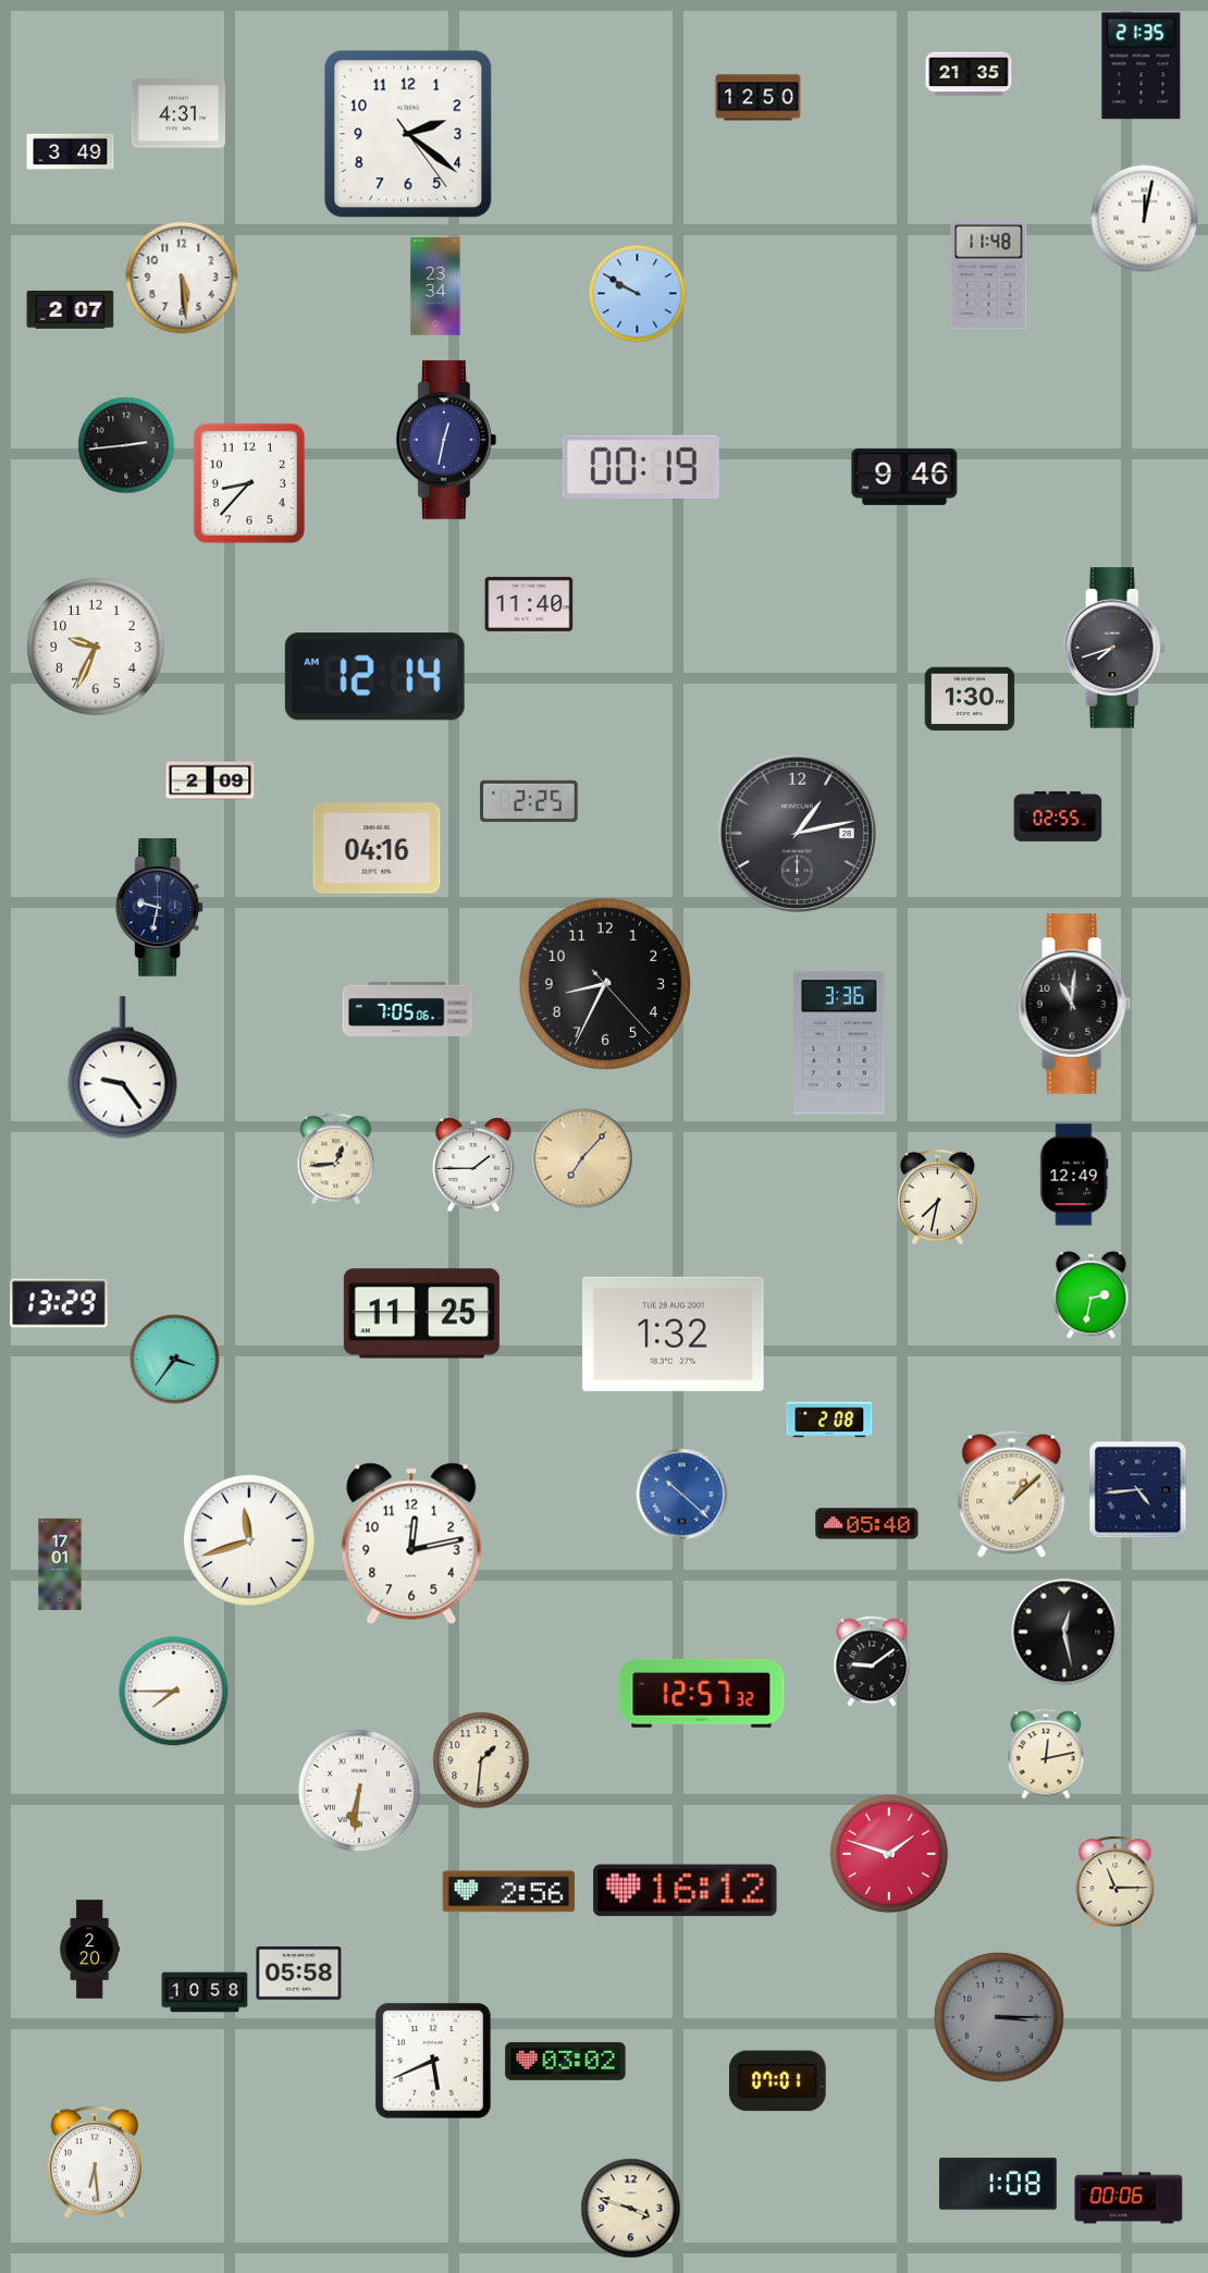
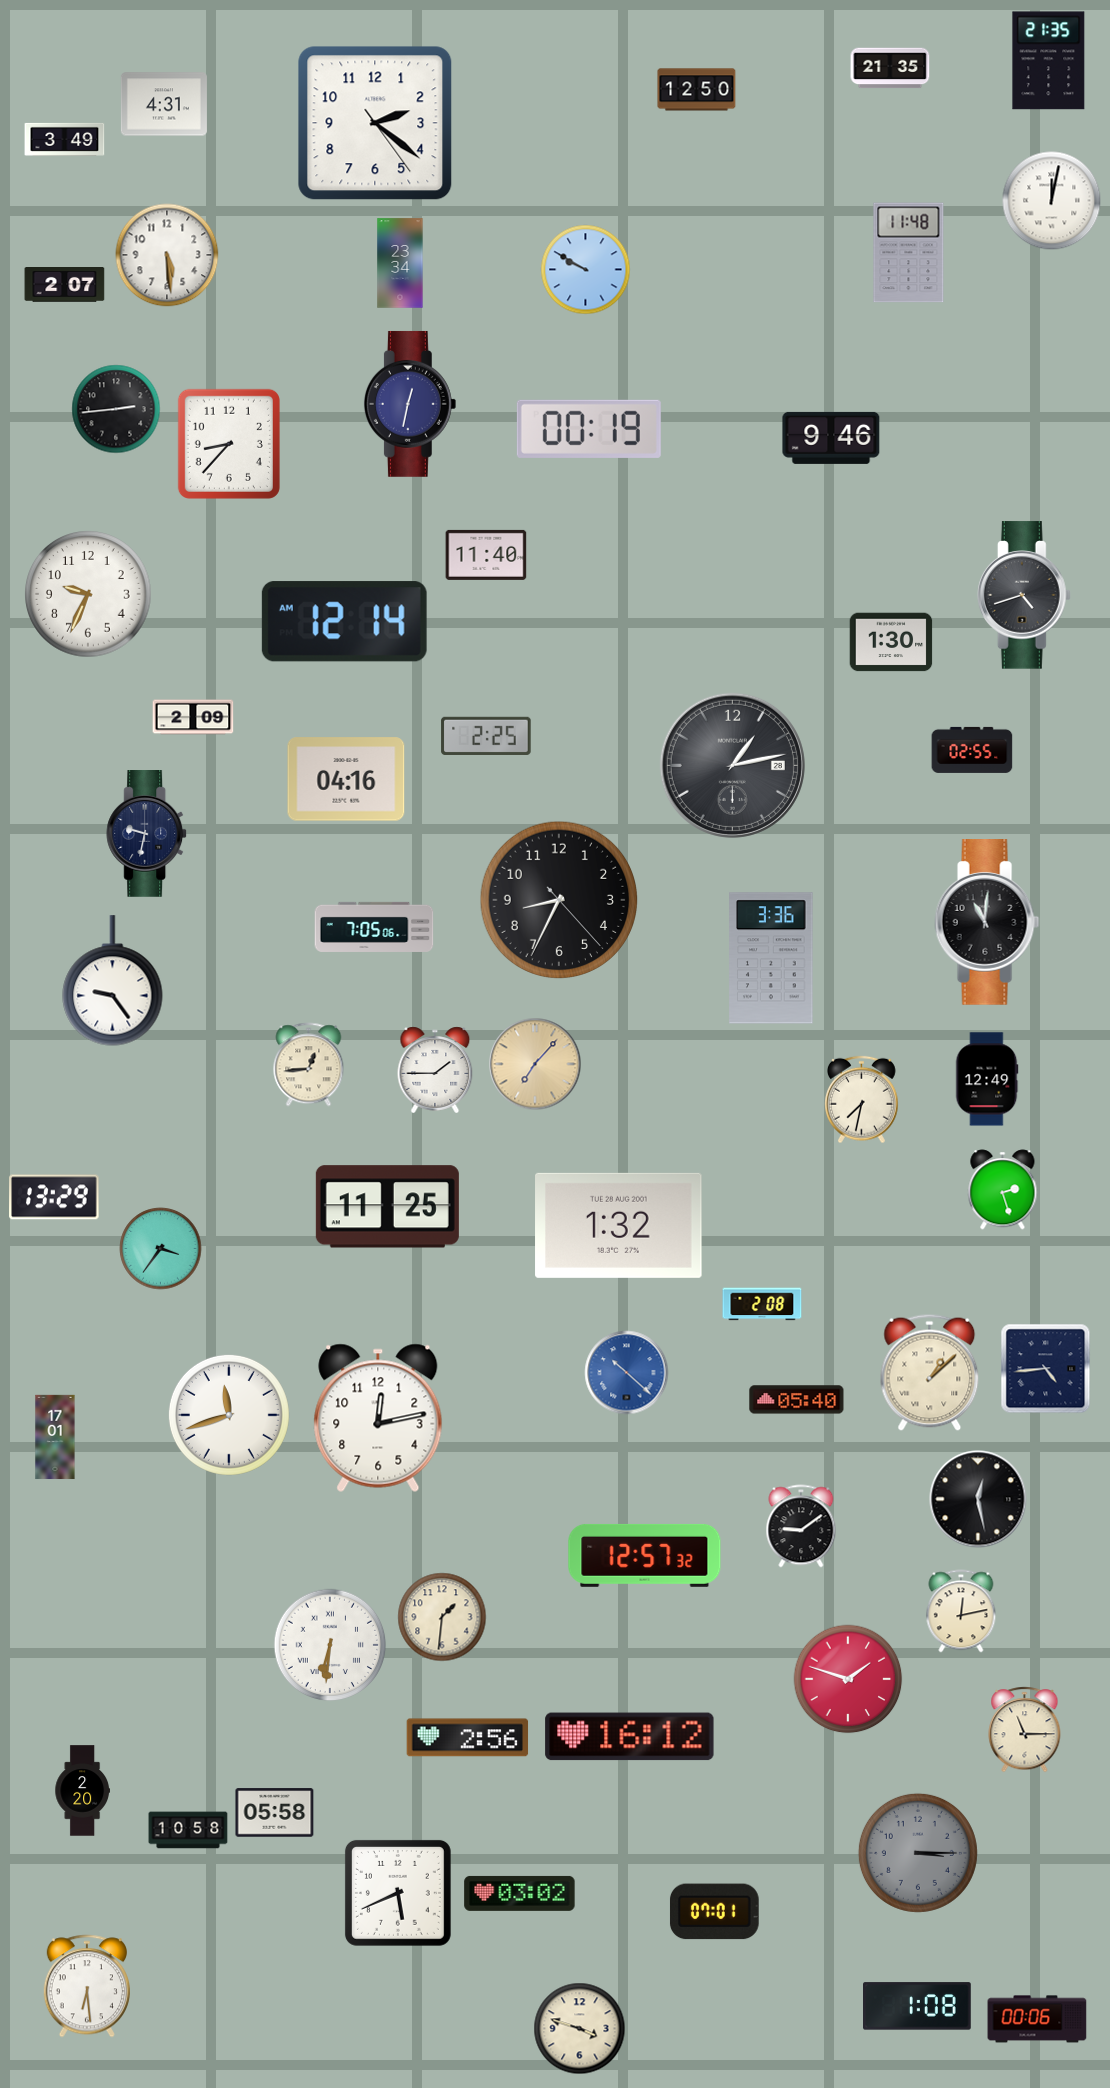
clock at (1114, 648): 7:42 -> 4:42
clock at (605, 984) position: (605, 984) -> (559, 900)
clock at (1092, 1295): 2:32 -> 2:27
clock at (174, 1692): 7:45 -> none
clock at (889, 1854) position: (889, 1854) -> (848, 1679)
